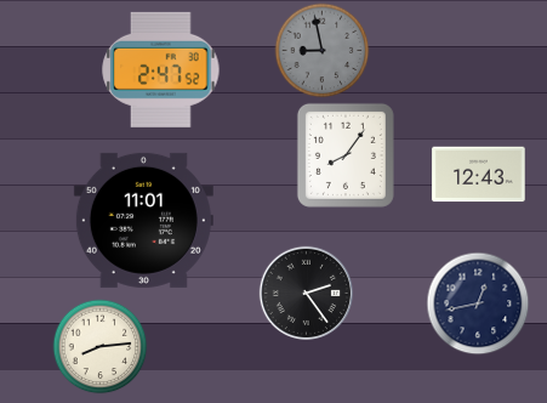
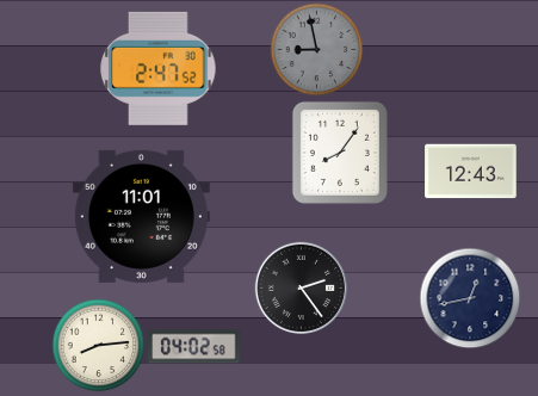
clock at (99, 346) position: (99, 346) -> (98, 345)
clock at (194, 347): none -> 04:02
